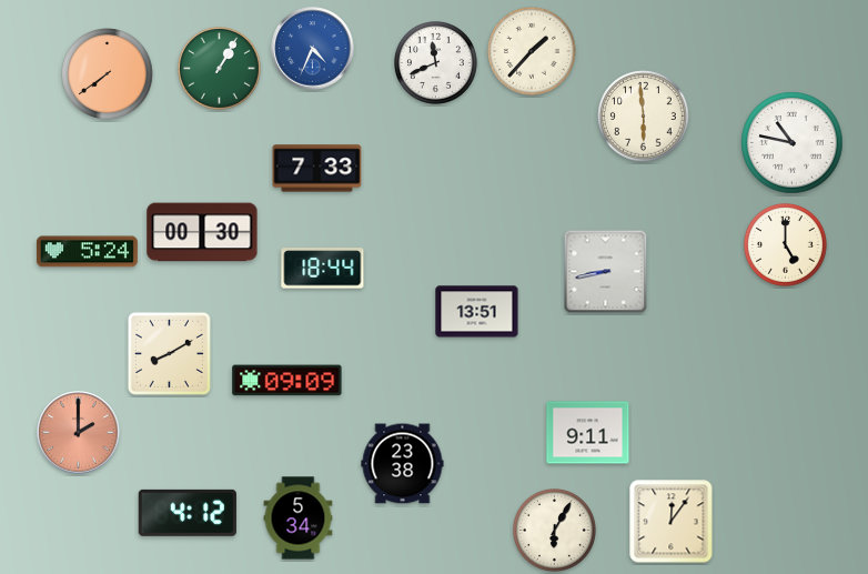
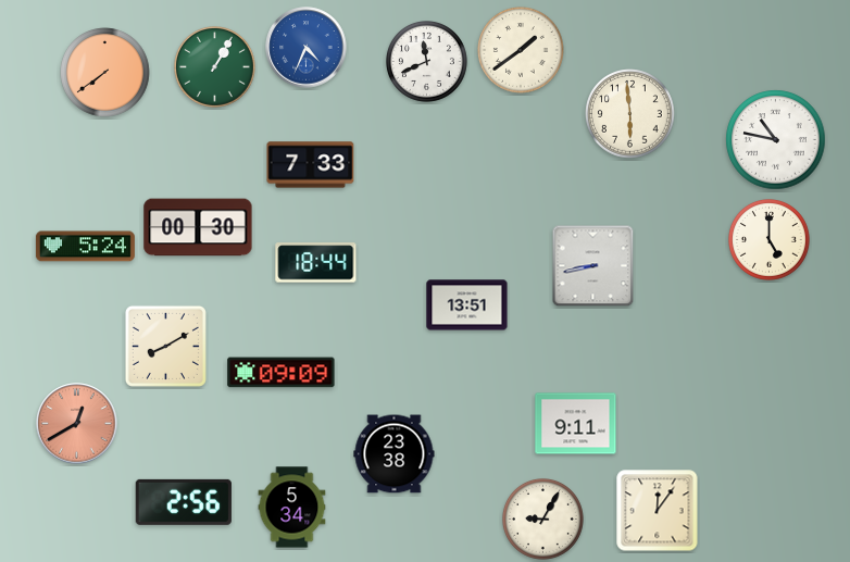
clock at (533, 52): 1:37 -> 1:39
clock at (79, 433): 2:00 -> 12:40
clock at (188, 513): 4:12 -> 2:56
clock at (555, 531): 6:05 -> 9:05
